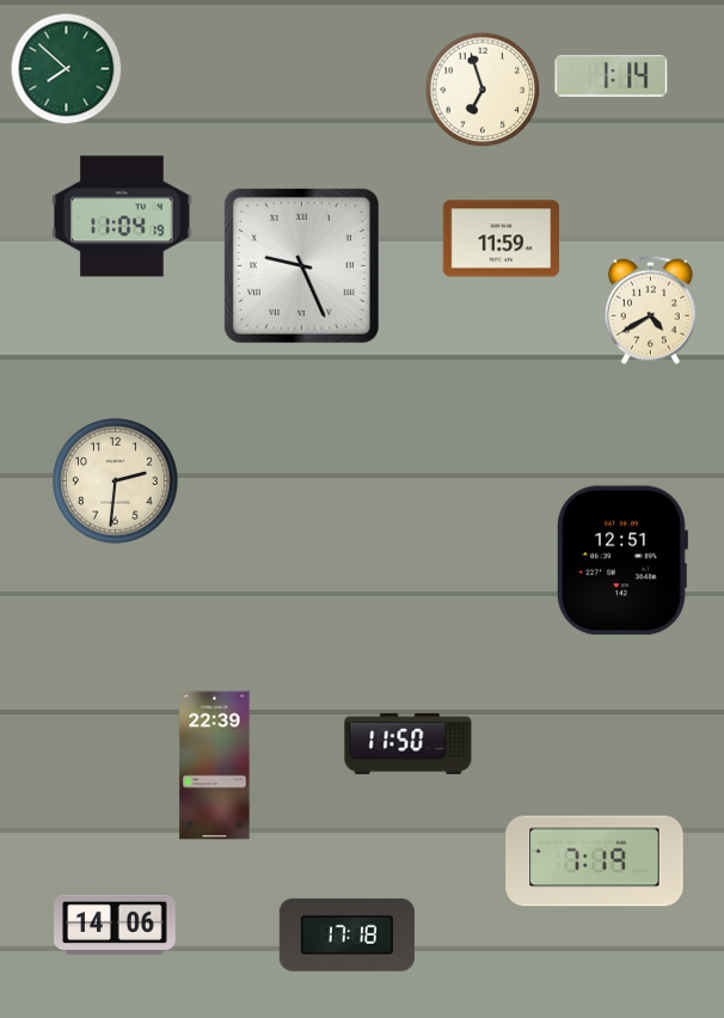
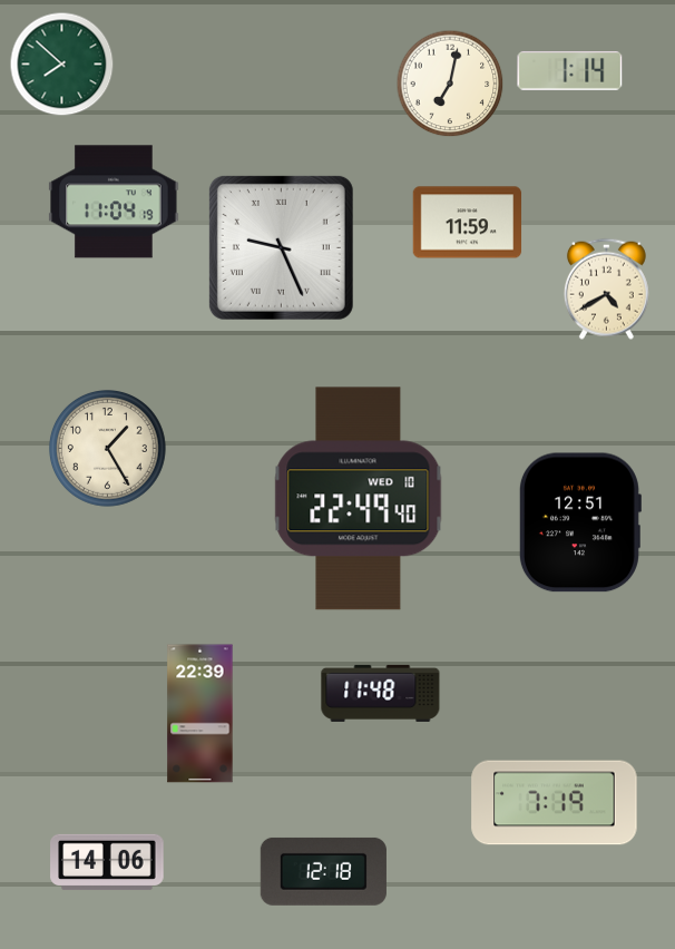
clock at (483, 90): 6:57 -> 7:02
clock at (115, 480): 2:31 -> 1:25
clock at (359, 499): none -> 22:49
clock at (409, 743): 11:50 -> 11:48
clock at (346, 934): 17:18 -> 12:18
